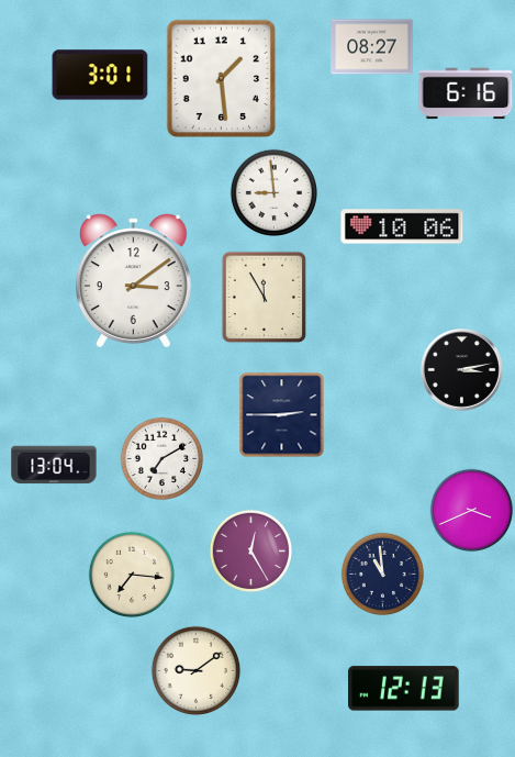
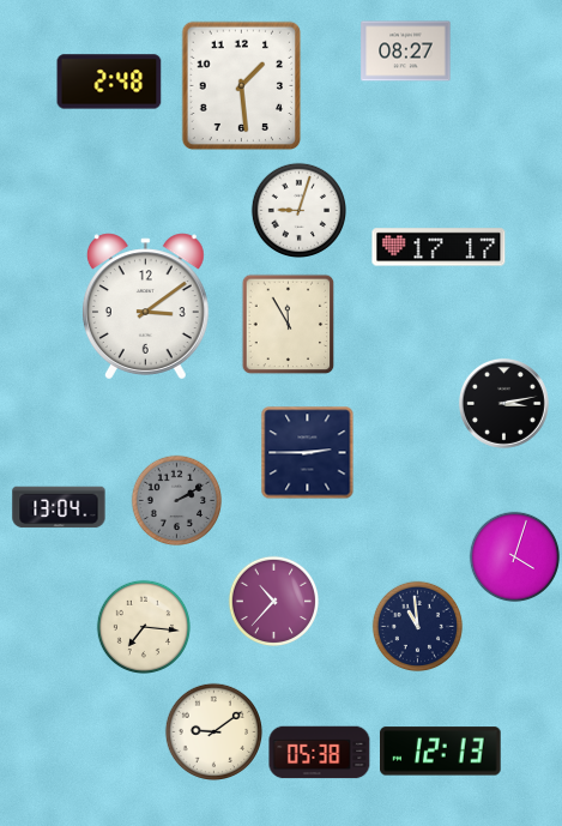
clock at (100, 75): 3:01 -> 2:48
clock at (466, 93): 6:16 -> none
clock at (273, 192): 8:59 -> 9:03
clock at (402, 226): 10:06 -> 17:17
clock at (163, 459): 7:10 -> 2:10
clock at (163, 459) dial: white -> grey
clock at (472, 511): 3:41 -> 4:03
clock at (251, 552): 12:25 -> 10:37
clock at (320, 753): none -> 05:38
